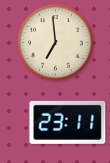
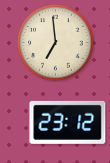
clock at (68, 122): 23:11 -> 23:12
